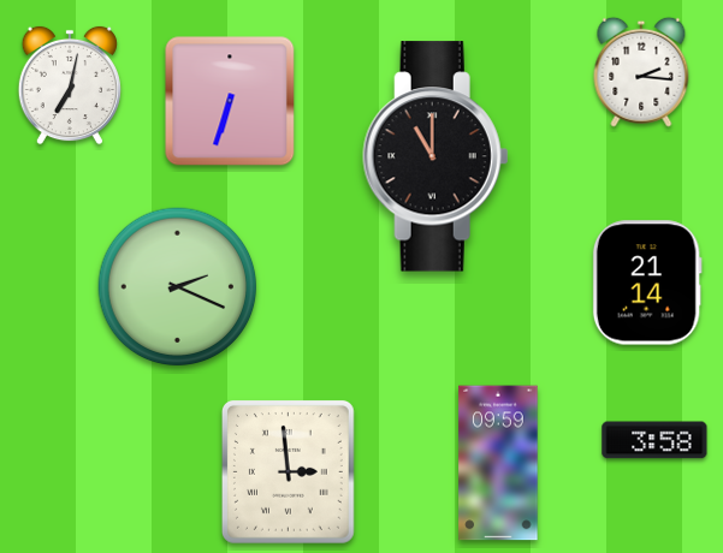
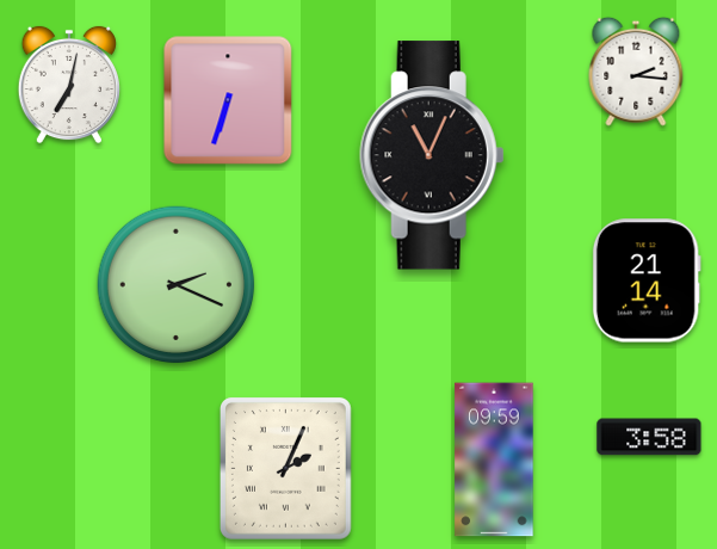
clock at (435, 156): 11:00 -> 11:04
clock at (647, 283) position: (647, 283) -> (647, 280)
clock at (288, 471): 2:59 -> 2:04
